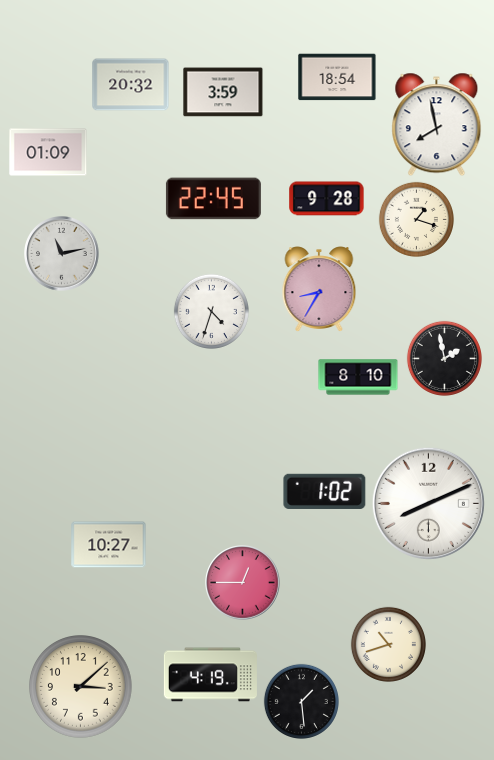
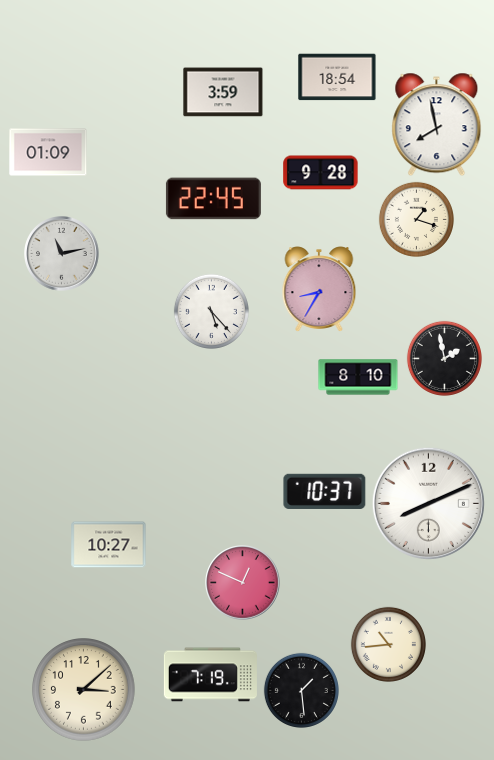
clock at (131, 85): 20:32 -> none
clock at (327, 199) position: (327, 199) -> (321, 173)
clock at (211, 311): 4:33 -> 5:23
clock at (325, 491): 1:02 -> 10:37
clock at (243, 583): 12:45 -> 12:49
clock at (388, 644): 10:42 -> 10:44
clock at (210, 675): 4:19 -> 7:19
clock at (81, 687) position: (81, 687) -> (84, 690)
clock at (301, 701) position: (301, 701) -> (301, 690)
